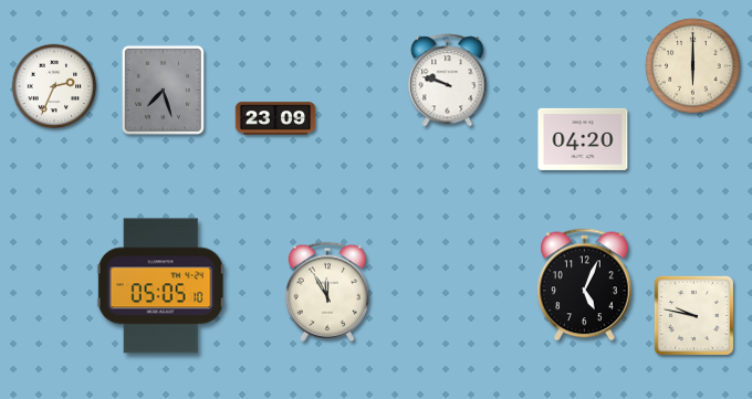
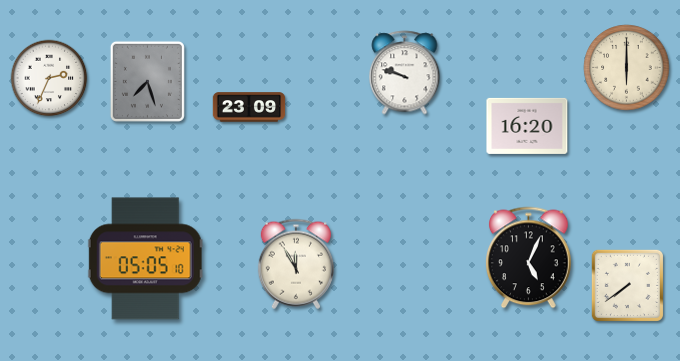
clock at (693, 66) position: (693, 66) -> (627, 68)
clock at (583, 139): 04:20 -> 16:20
clock at (693, 315): 9:47 -> 7:39
